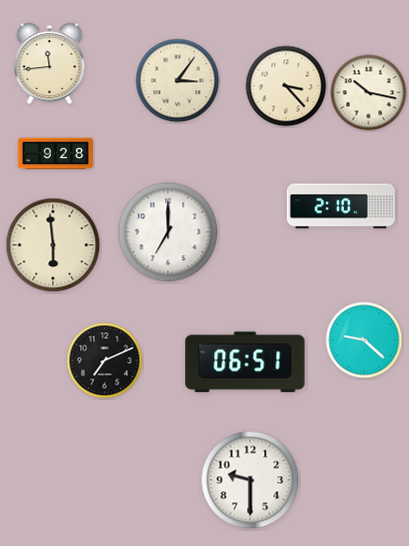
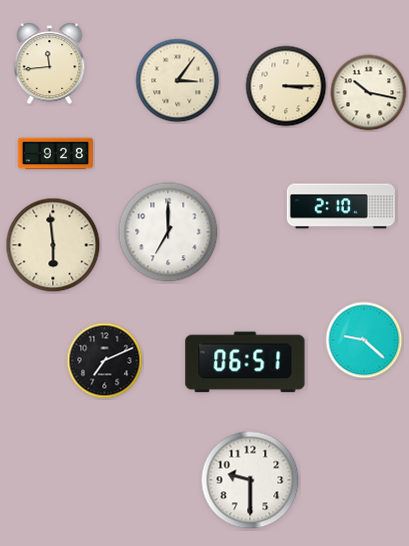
clock at (286, 86): 3:23 -> 3:15
